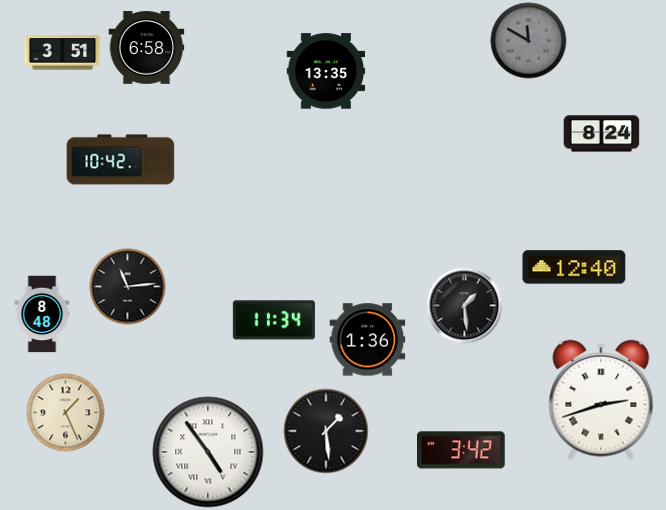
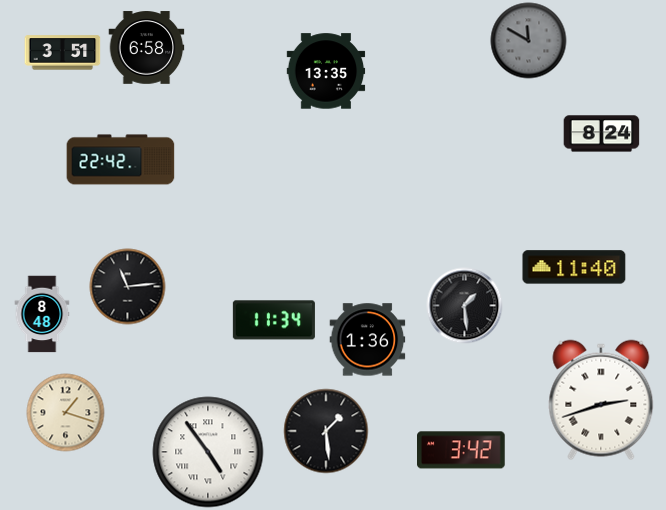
clock at (121, 160): 10:42 -> 22:42
clock at (574, 267): 12:40 -> 11:40
clock at (66, 413): 1:26 -> 1:18
